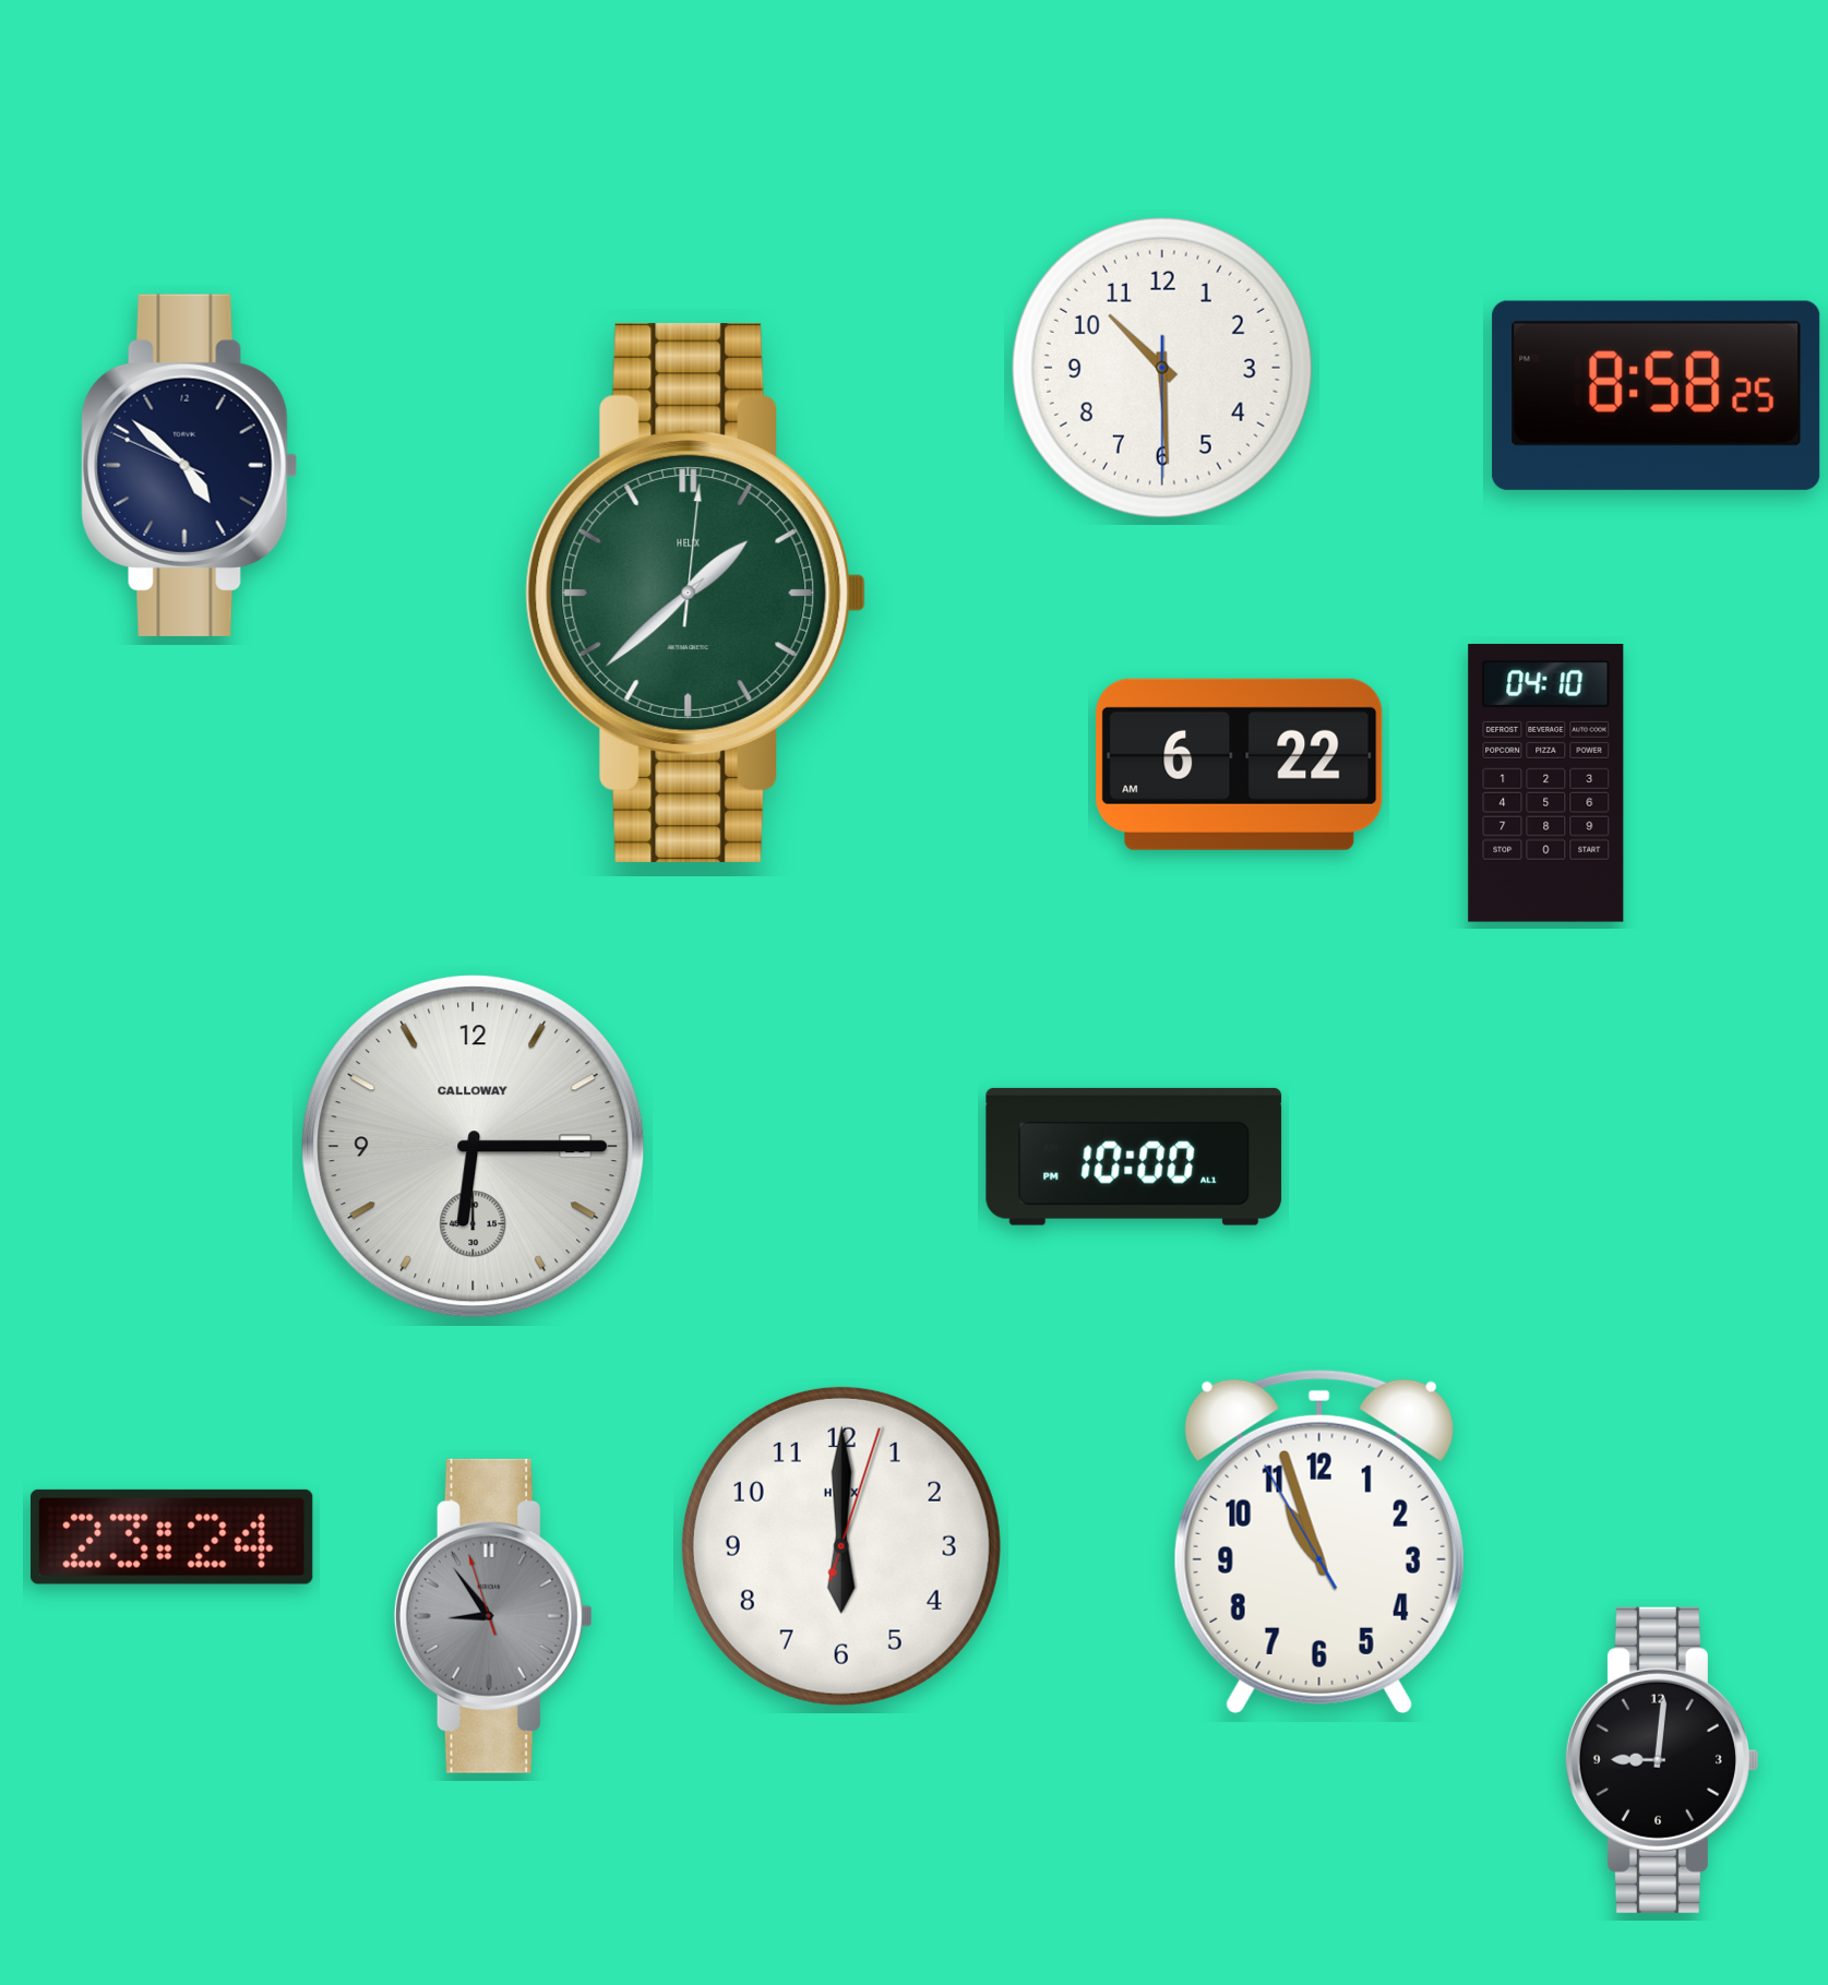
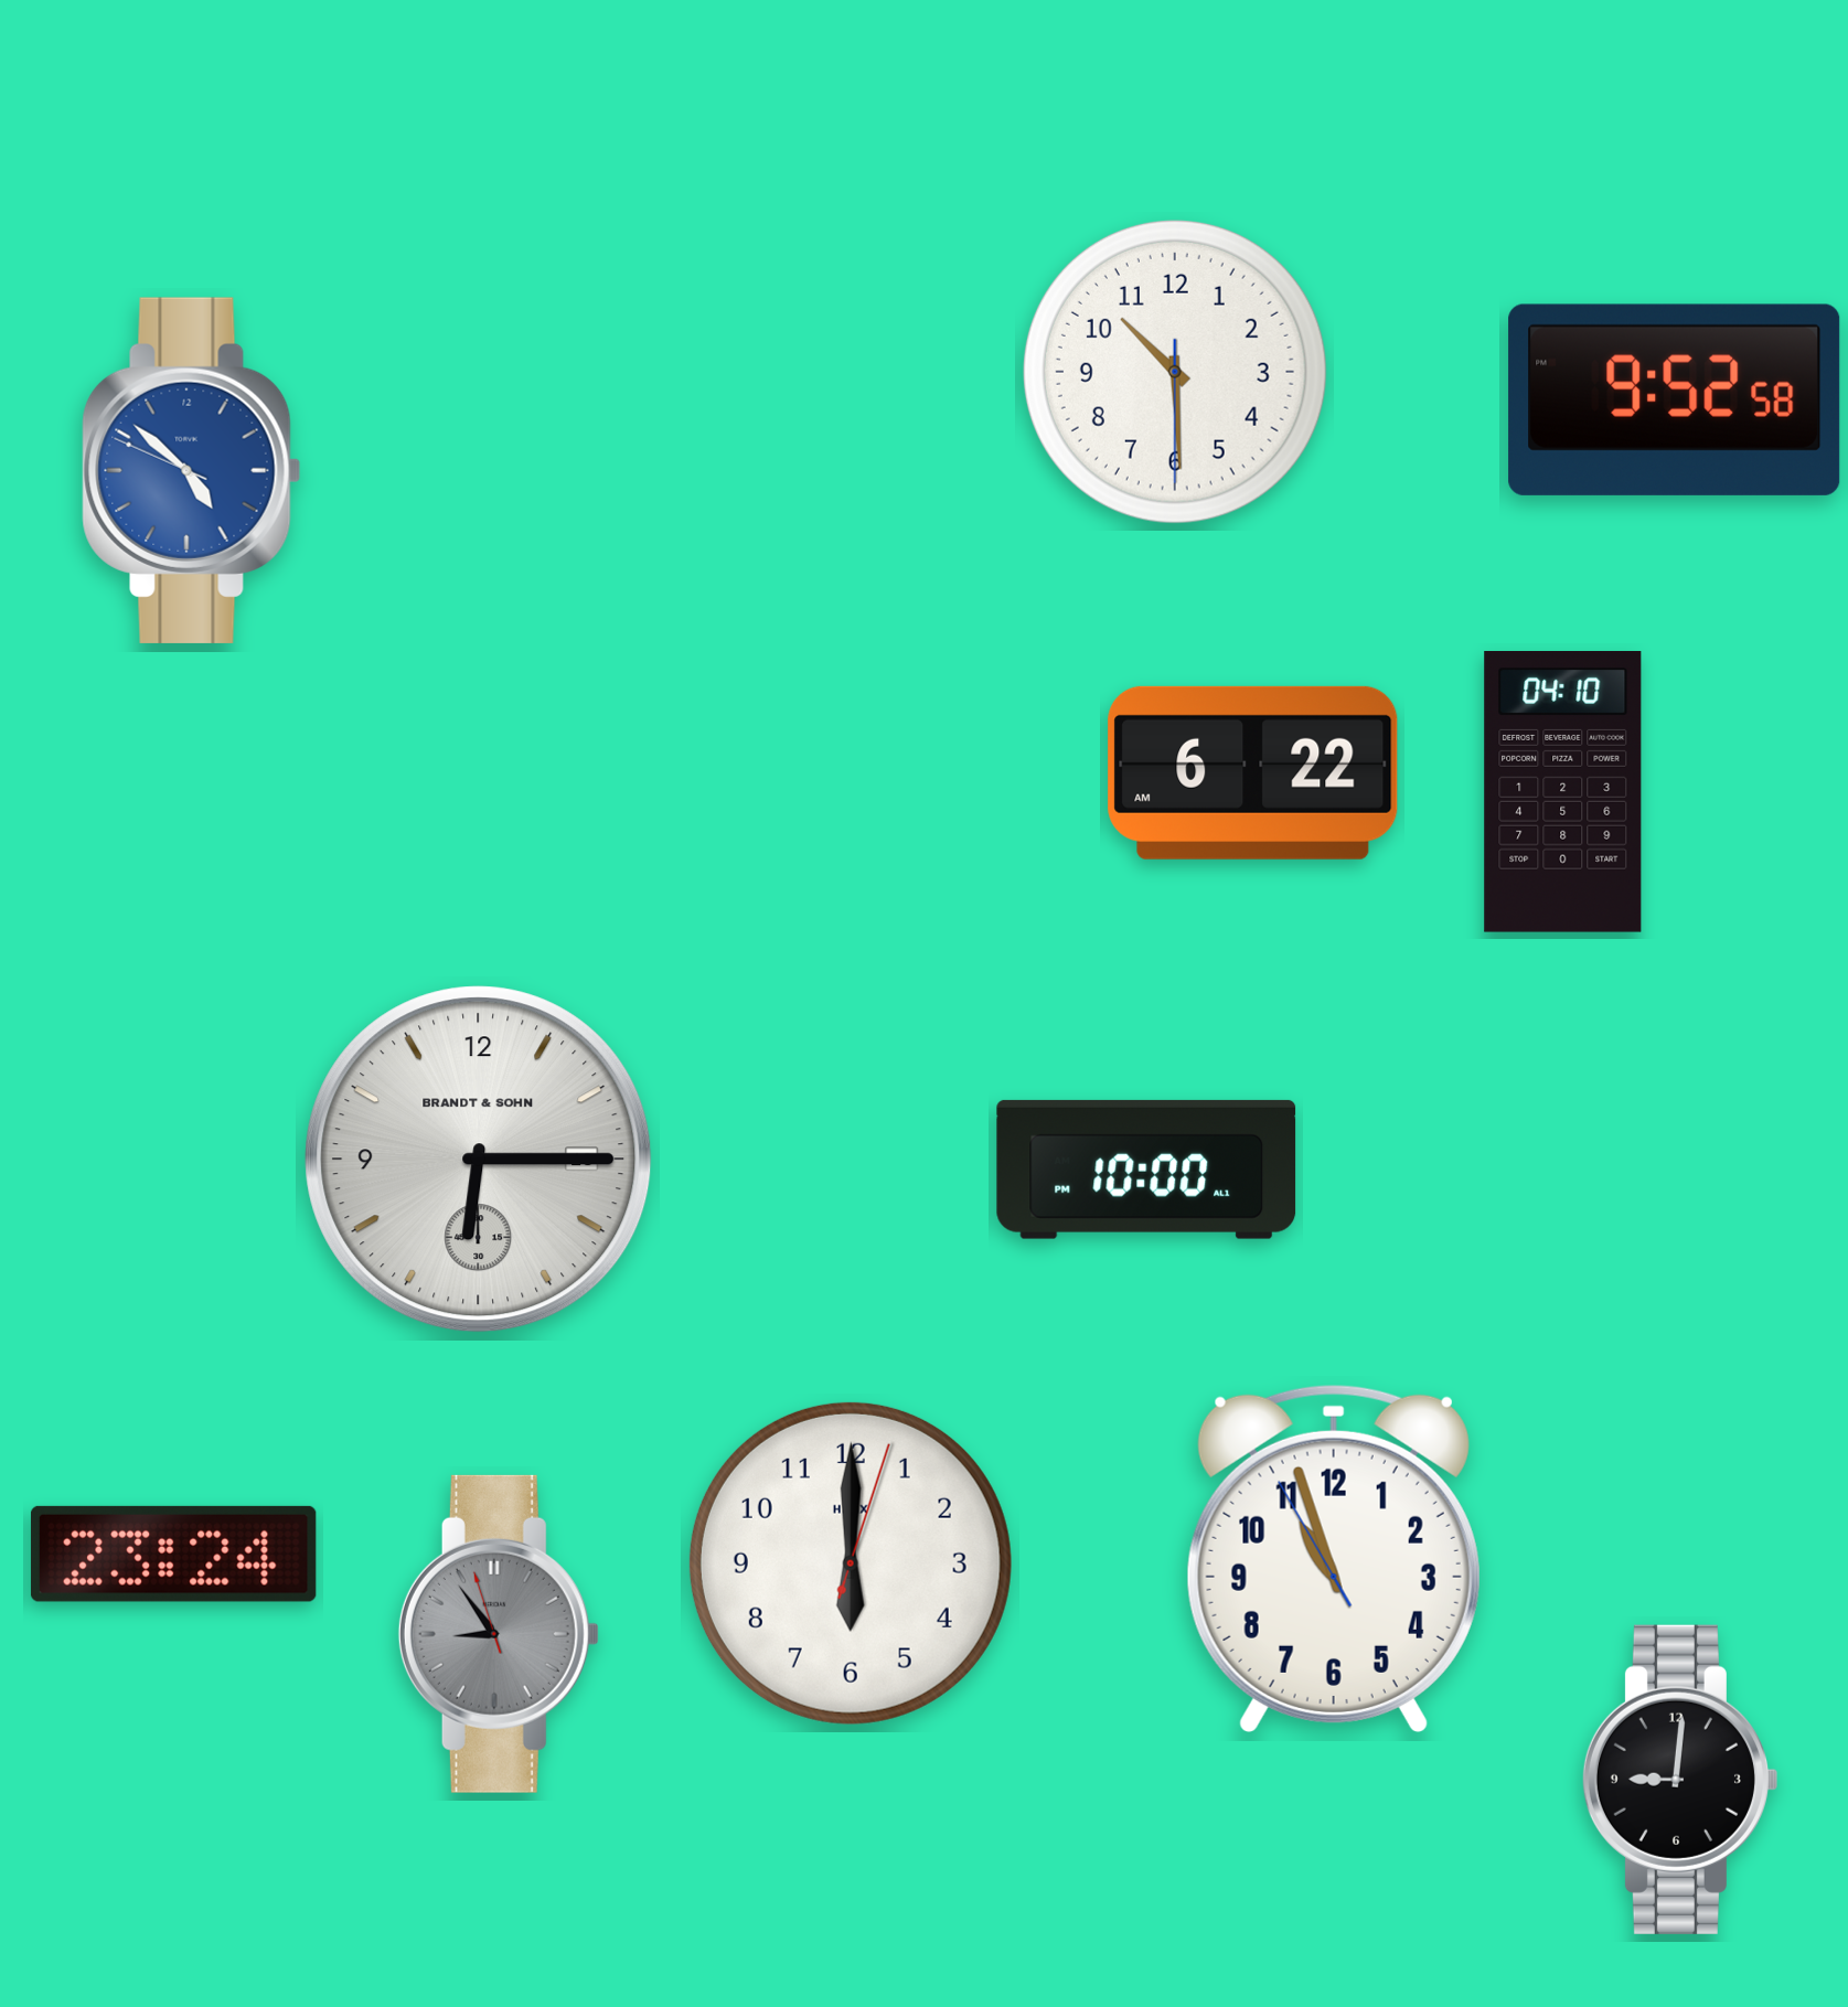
clock at (1657, 395): 8:58 -> 9:52
clock at (190, 465) dial: navy -> blue
clock at (696, 593): 1:38 -> none
clock at (474, 1147) brand: CALLOWAY -> BRANDT & SOHN
